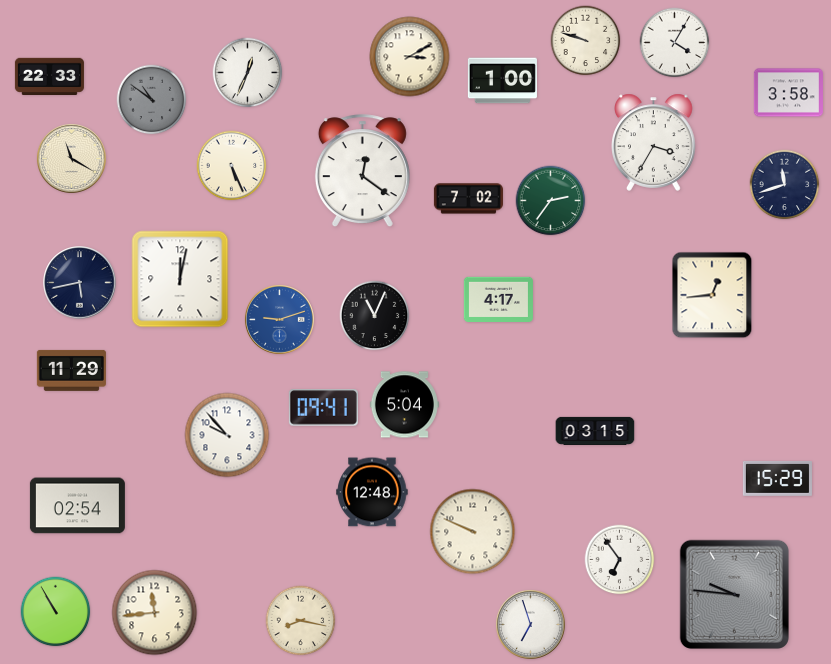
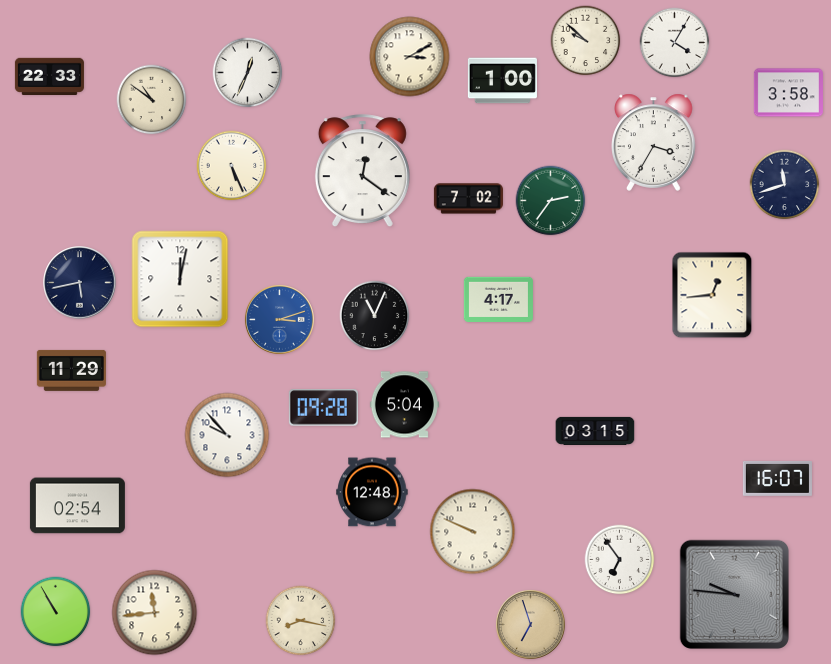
clock at (586, 41): 9:48 -> 9:52
clock at (152, 100) dial: grey -> cream
clock at (71, 158): 11:20 -> none
clock at (279, 319): 9:12 -> 3:12
clock at (323, 408): 09:41 -> 09:28
clock at (777, 478): 15:29 -> 16:07
clock at (530, 624) dial: white -> champagne
